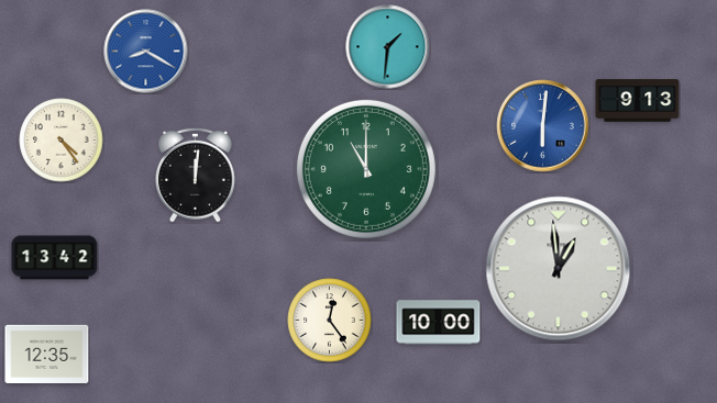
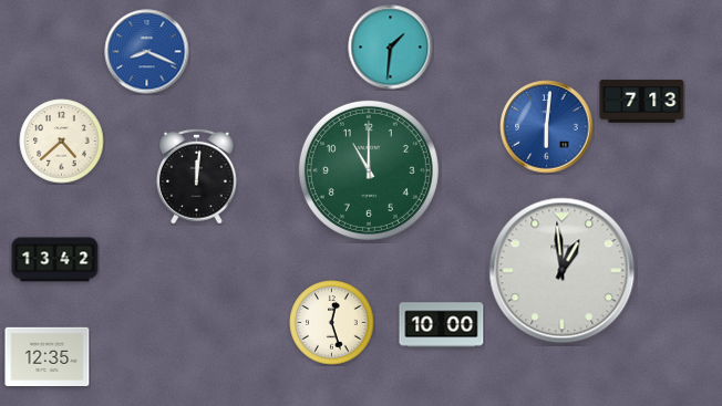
clock at (146, 52): 8:20 -> 8:19
clock at (638, 101): 9:13 -> 7:13
clock at (62, 141): 4:24 -> 4:38
clock at (330, 321): 12:24 -> 12:27
